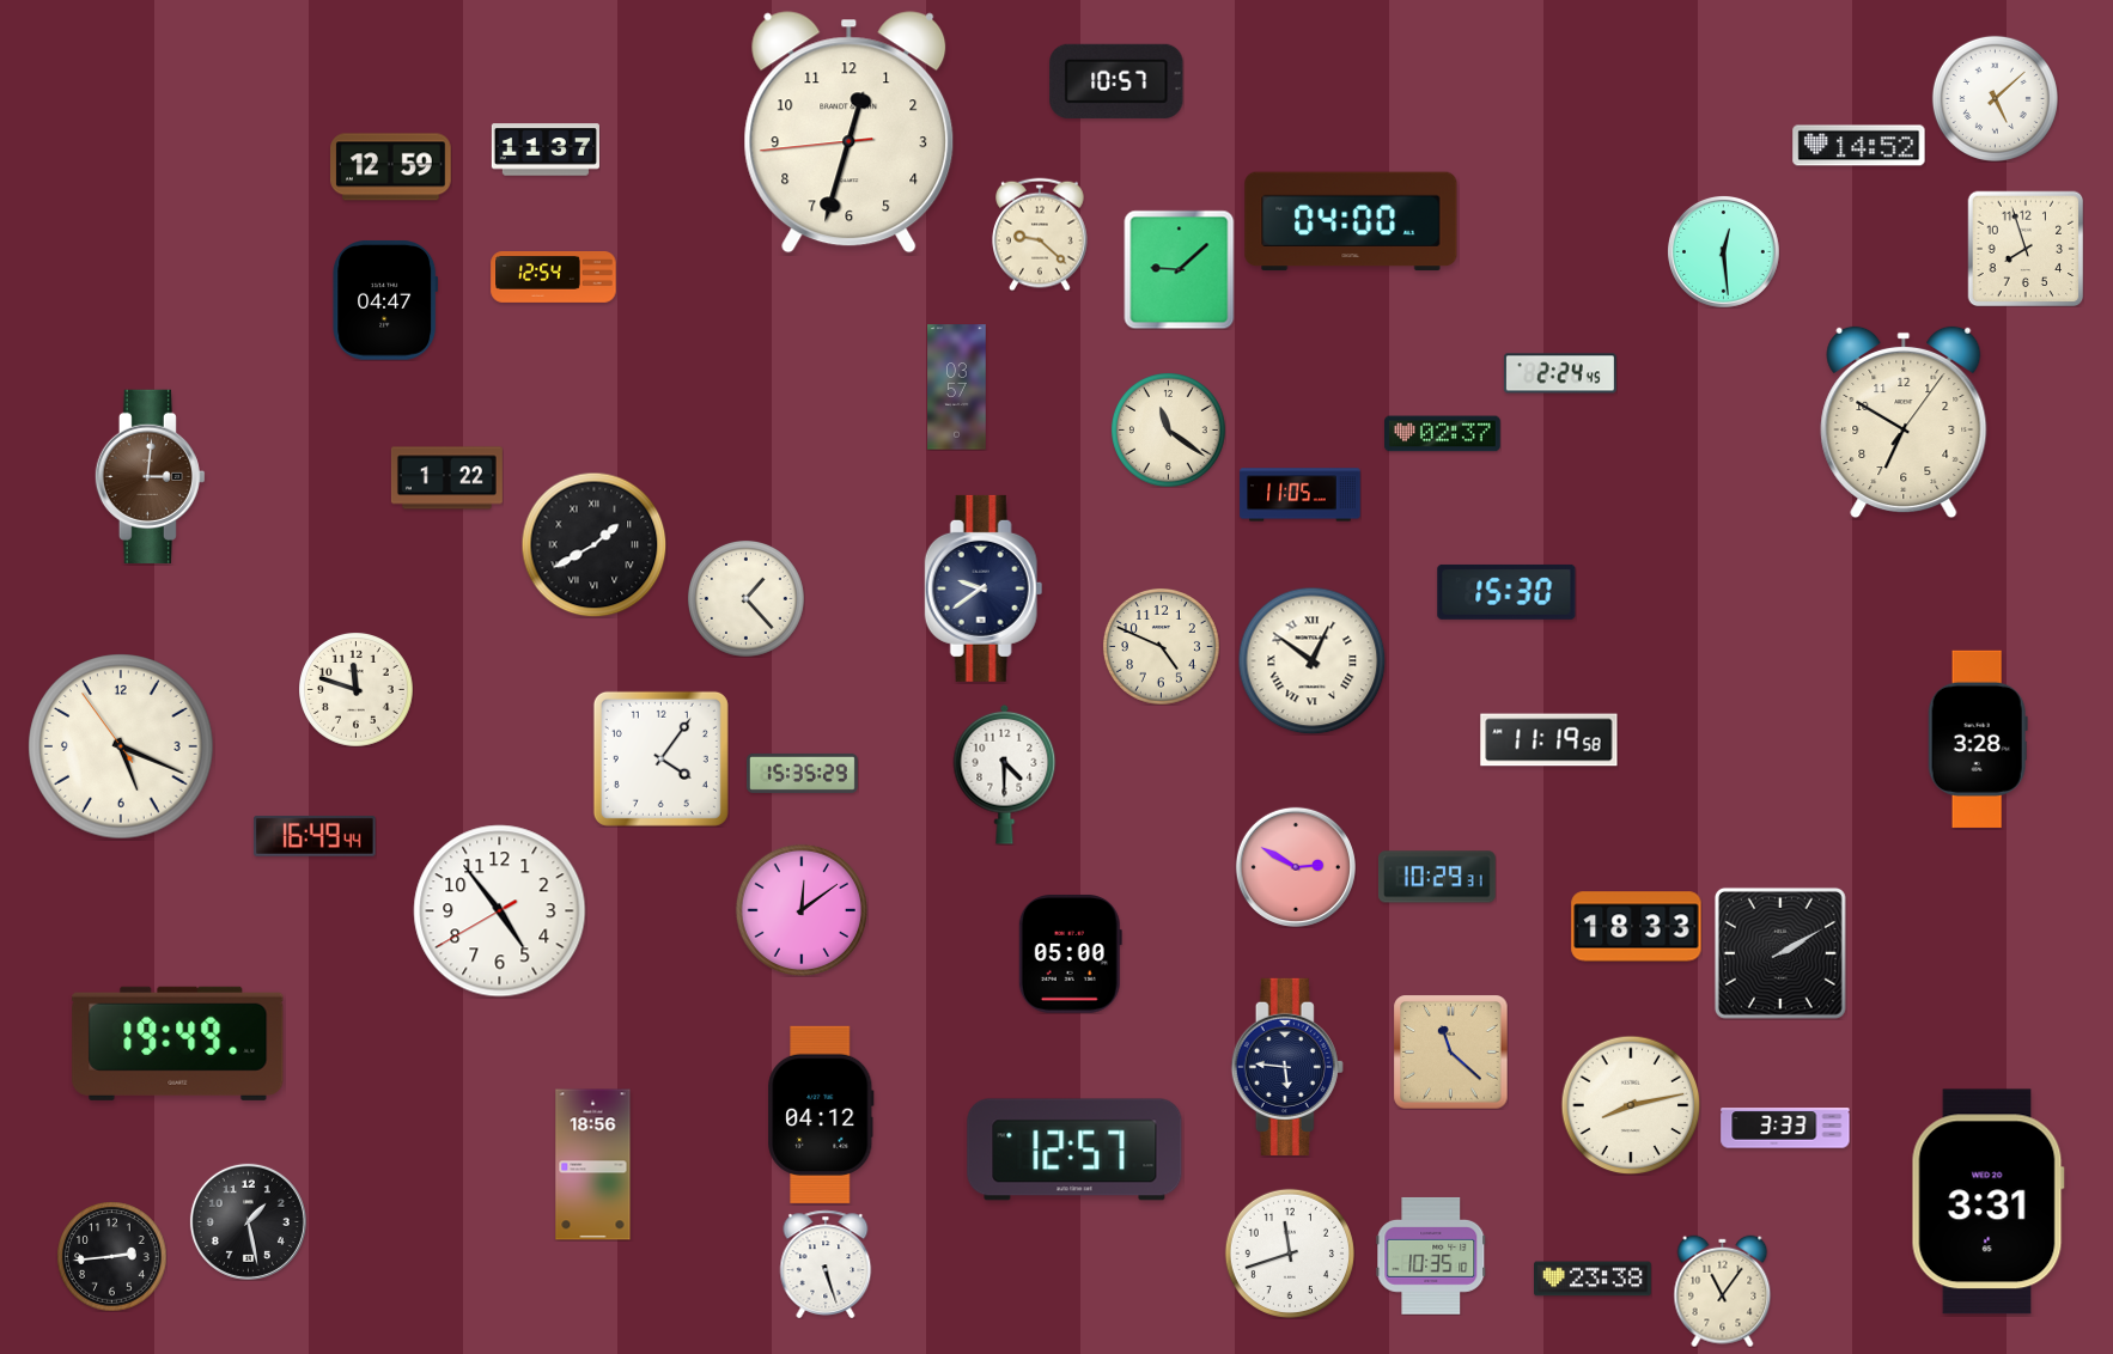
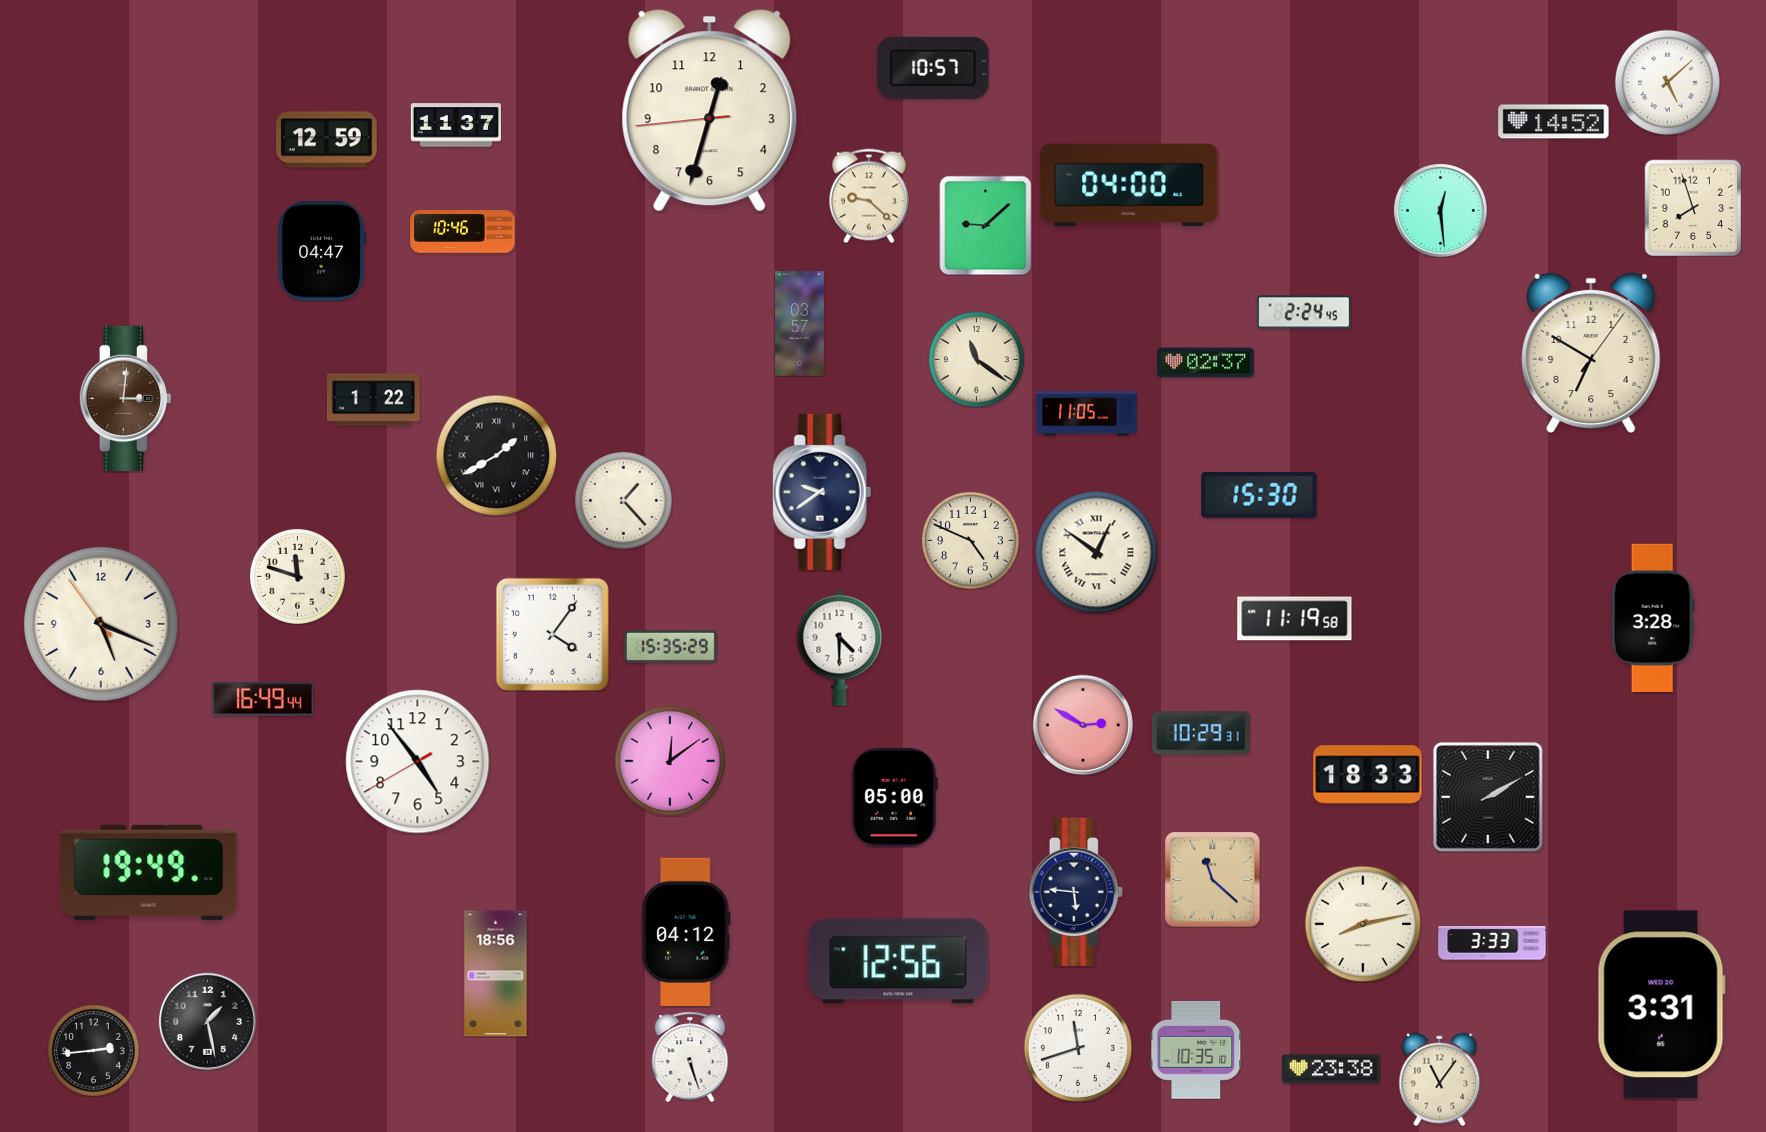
clock at (554, 277): 12:54 -> 10:46
clock at (1074, 1149): 12:57 -> 12:56
